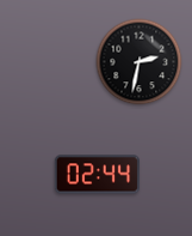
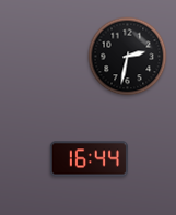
clock at (97, 175): 02:44 -> 16:44
